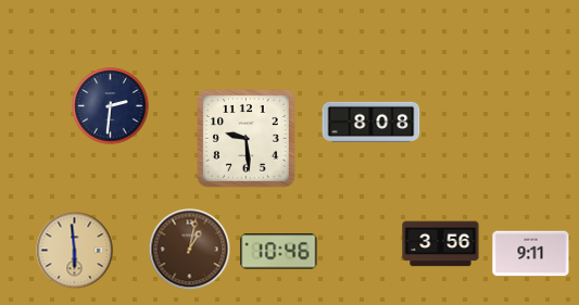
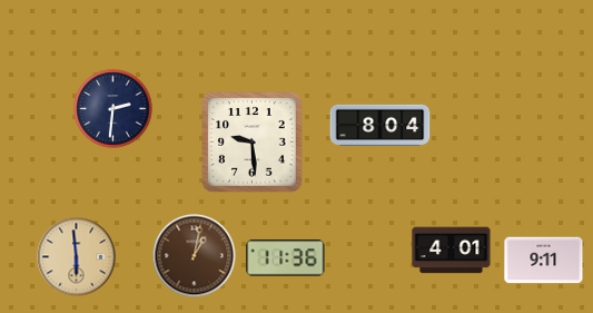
clock at (372, 122): 8:08 -> 8:04
clock at (441, 244): 3:56 -> 4:01
clock at (279, 252): 10:46 -> 11:36
